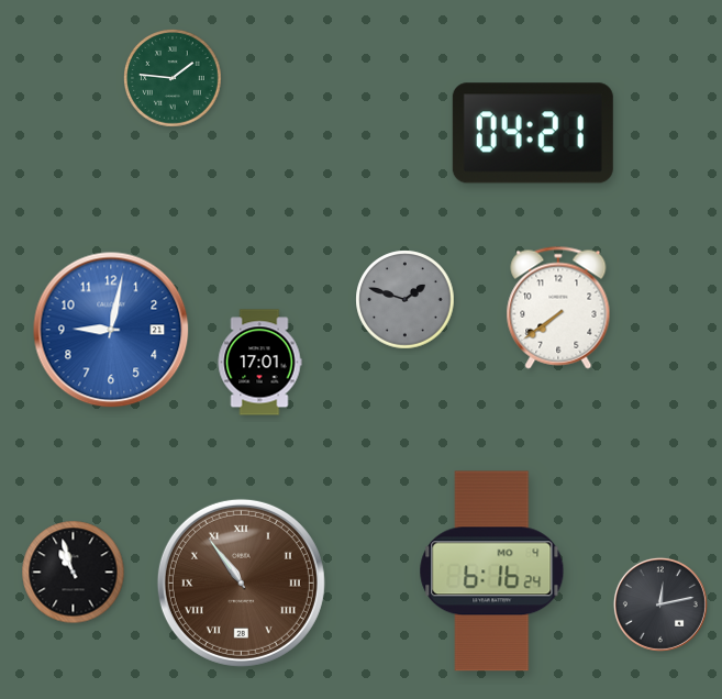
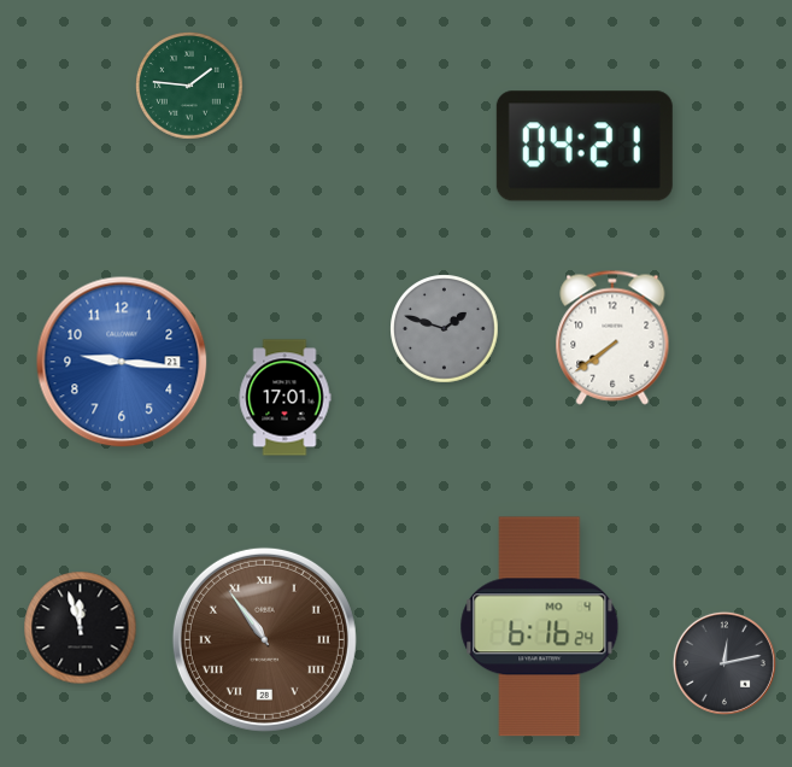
clock at (111, 330): 9:02 -> 9:16
clock at (74, 573): 10:57 -> 11:57
